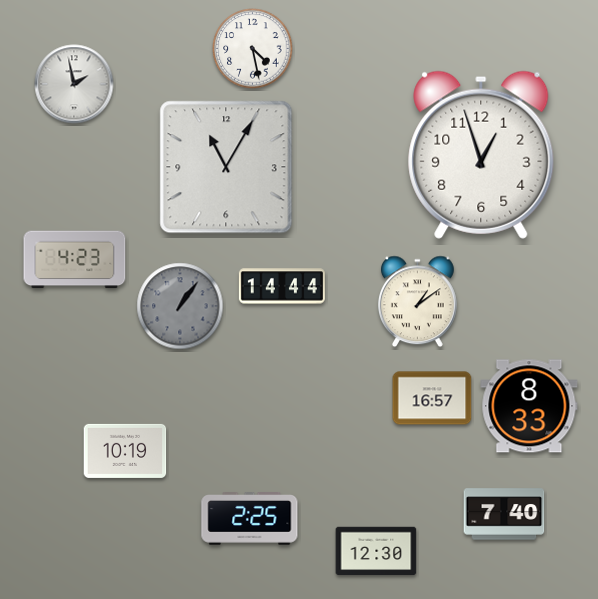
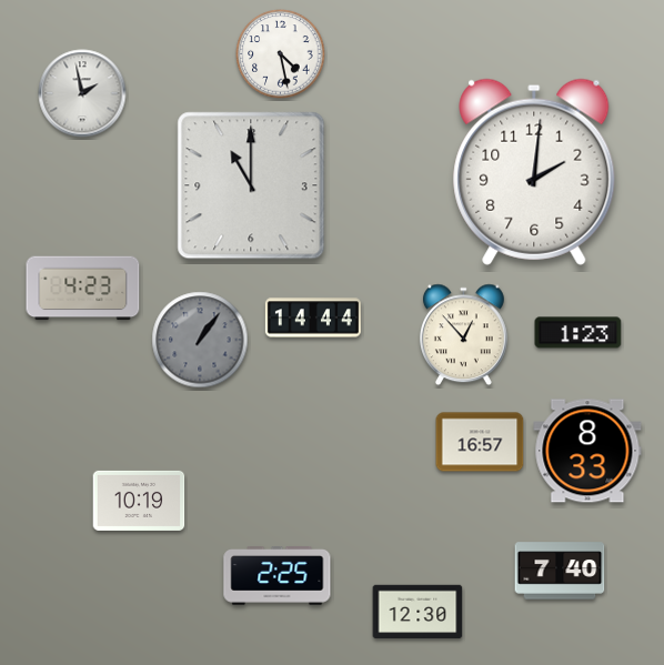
clock at (481, 155): 12:57 -> 2:01
clock at (226, 167): 11:05 -> 11:00
clock at (579, 333): none -> 1:23
clock at (417, 302): 1:09 -> 12:53
